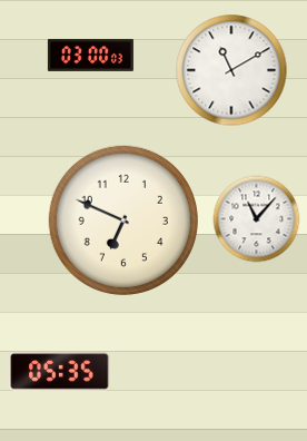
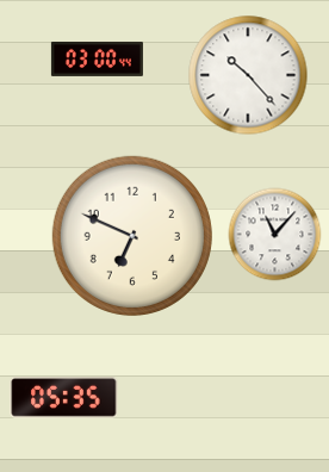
clock at (90, 55): 03:00:03 -> 03:00:44
clock at (231, 70): 11:10 -> 10:23
